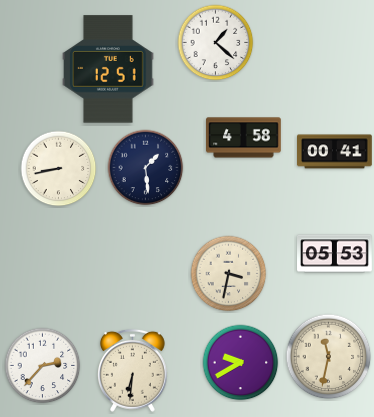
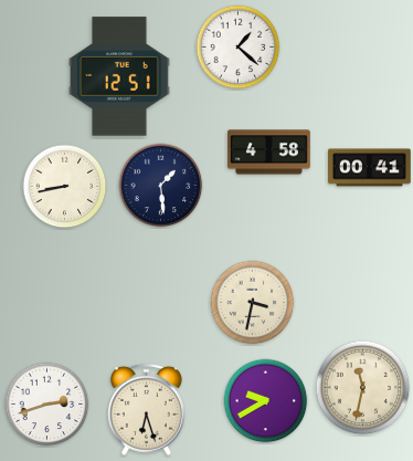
clock at (335, 254): 05:53 -> none
clock at (329, 357) position: (329, 357) -> (363, 388)
clock at (43, 366): 2:37 -> 2:42
clock at (132, 370): 6:31 -> 6:27
